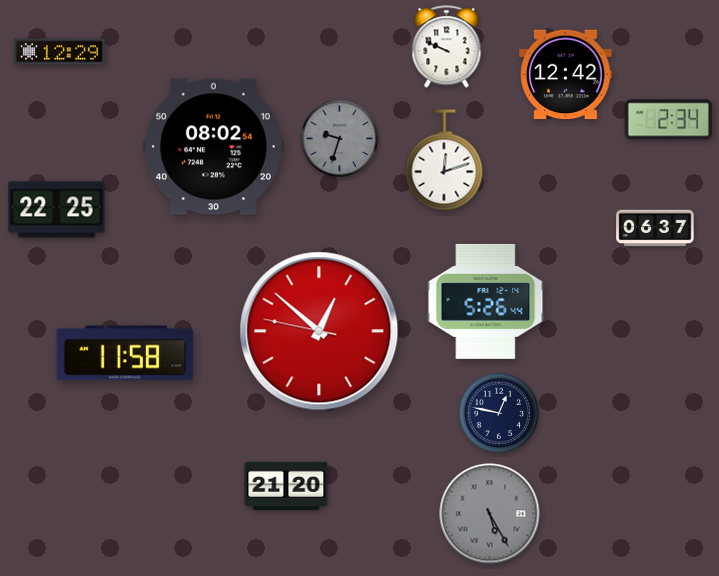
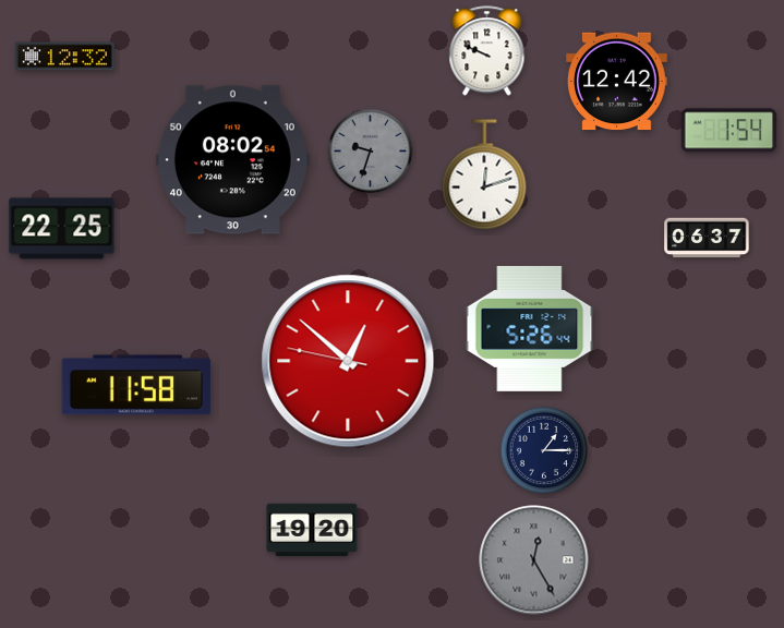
clock at (59, 52): 12:29 -> 12:32
clock at (669, 120): 2:34 -> 1:54
clock at (655, 228) position: (655, 228) -> (707, 238)
clock at (499, 413): 12:47 -> 1:15
clock at (286, 486): 21:20 -> 19:20
clock at (490, 514): 5:25 -> 12:25
